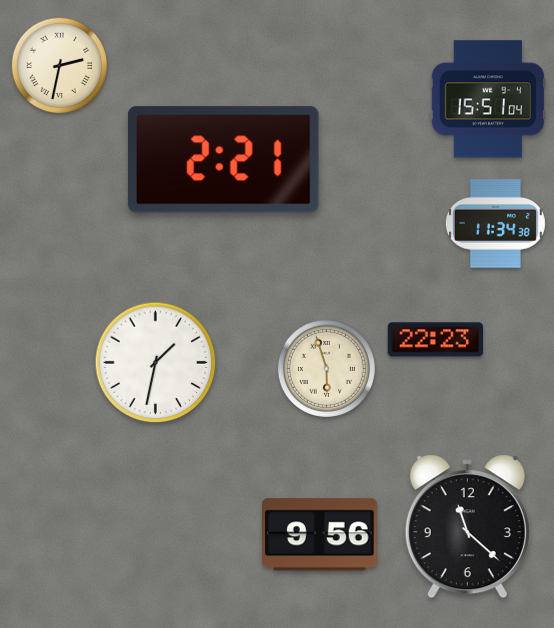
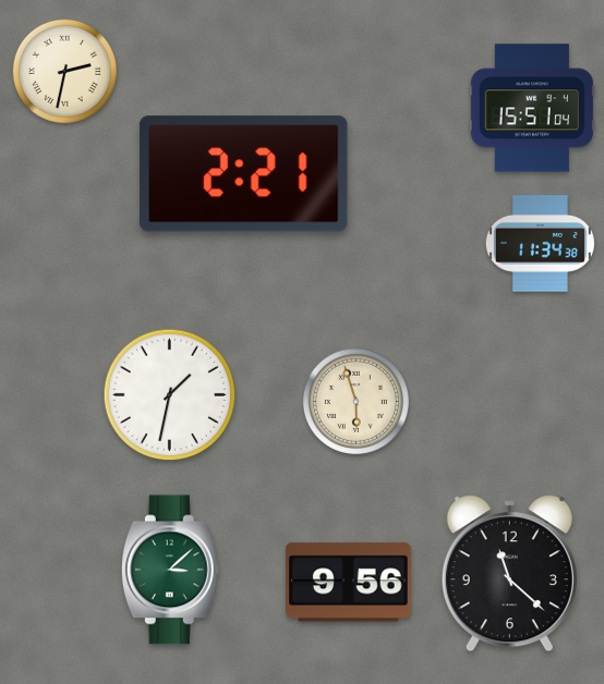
clock at (436, 340): 22:23 -> none
clock at (170, 570): none -> 3:08
